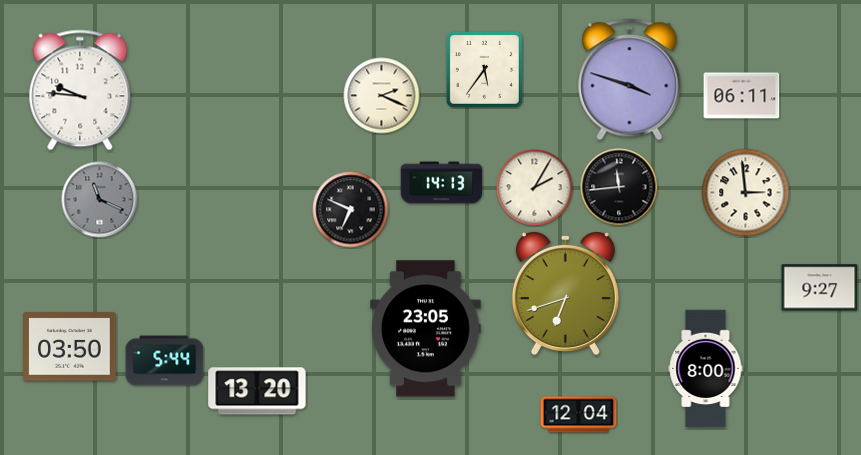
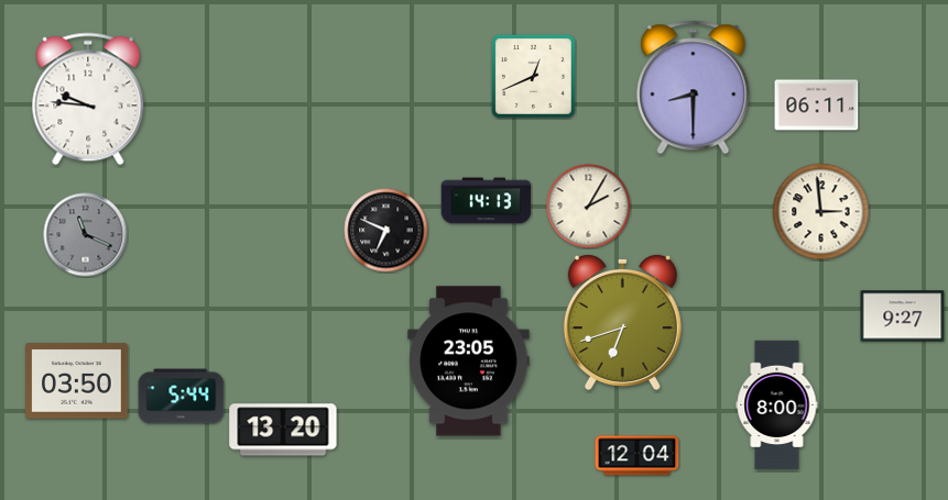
clock at (484, 69): 5:36 -> 12:41
clock at (630, 80): 3:48 -> 8:30
clock at (382, 96): 2:19 -> none
clock at (619, 187): 11:44 -> none
clock at (100, 200) position: (100, 200) -> (86, 235)
